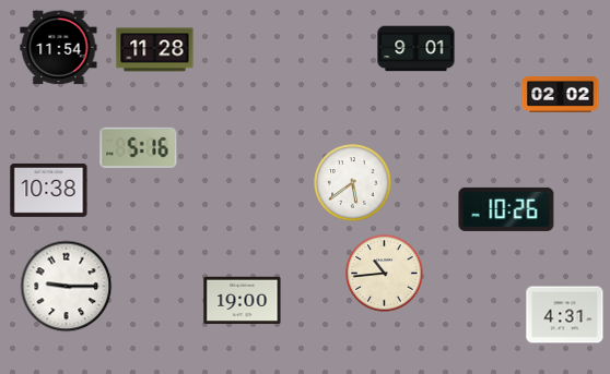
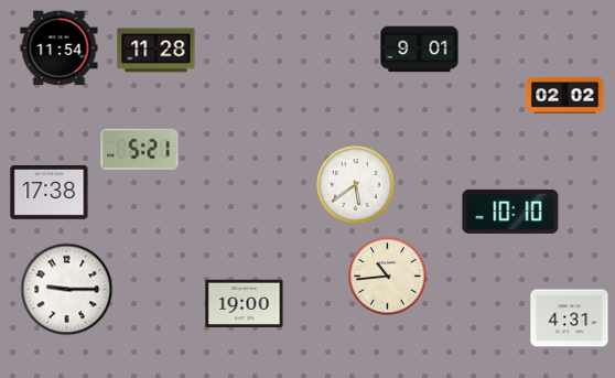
clock at (139, 147): 5:16 -> 5:21
clock at (49, 190): 10:38 -> 17:38
clock at (506, 209): 10:26 -> 10:10
